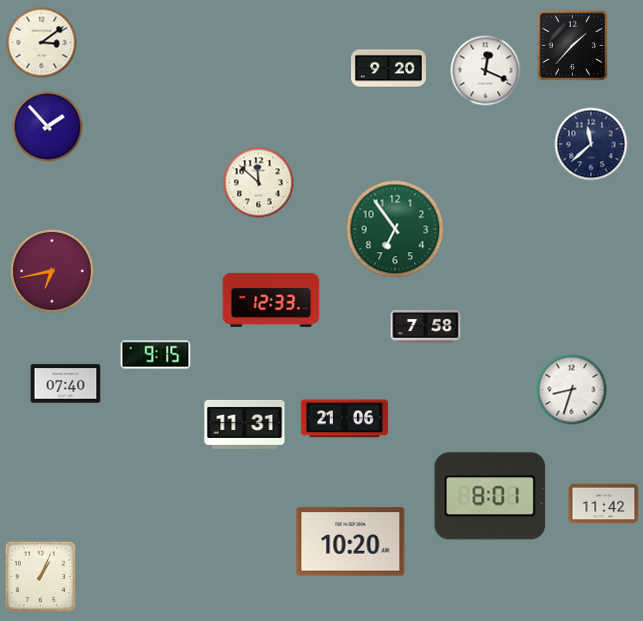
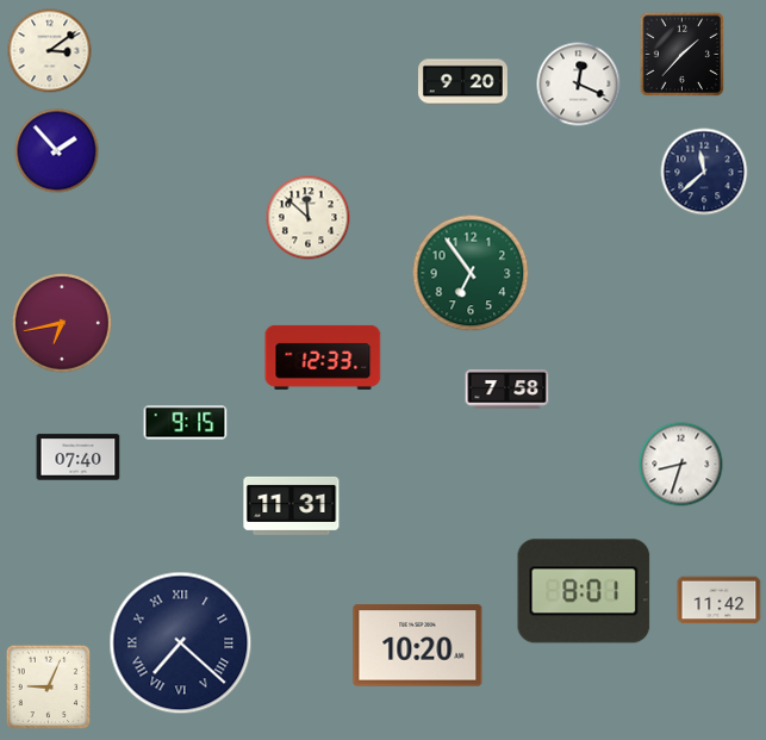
clock at (344, 419): 21:06 -> none
clock at (181, 643): none -> 7:22
clock at (41, 577): 1:04 -> 9:04
